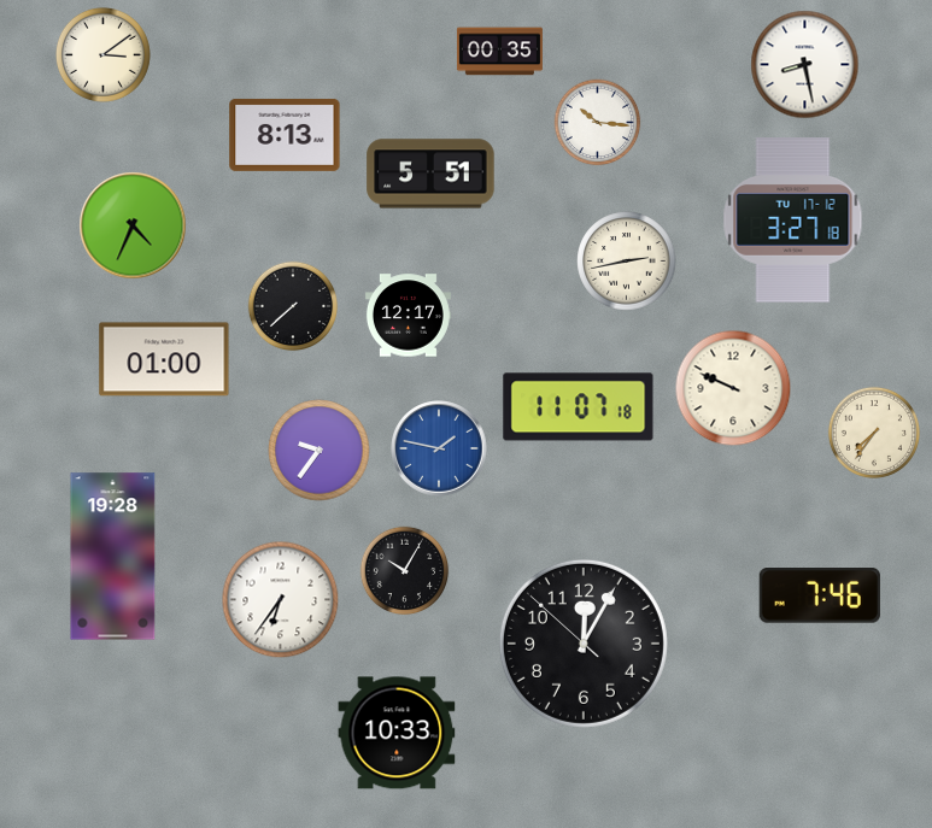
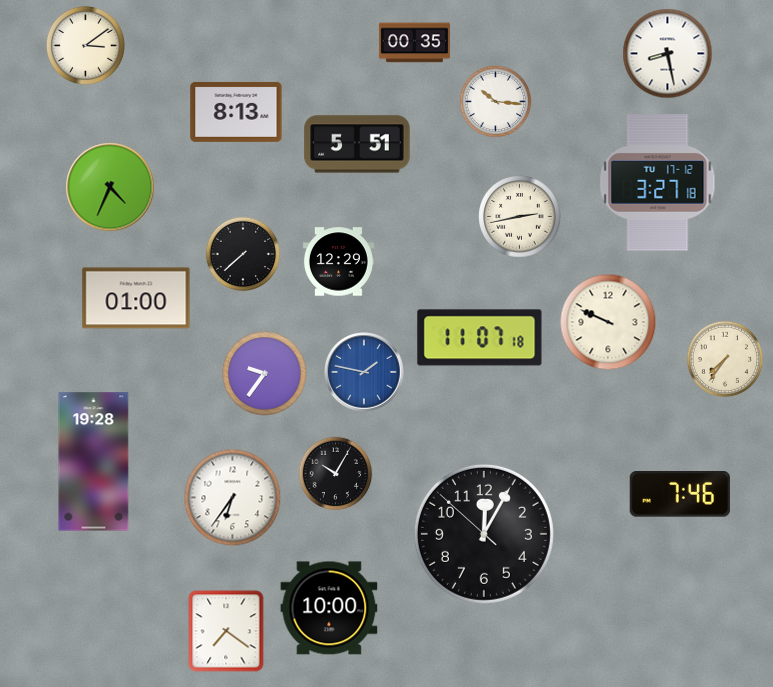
clock at (408, 316): 12:17 -> 12:29
clock at (397, 733): 10:33 -> 10:00
clock at (226, 631): none -> 7:21
